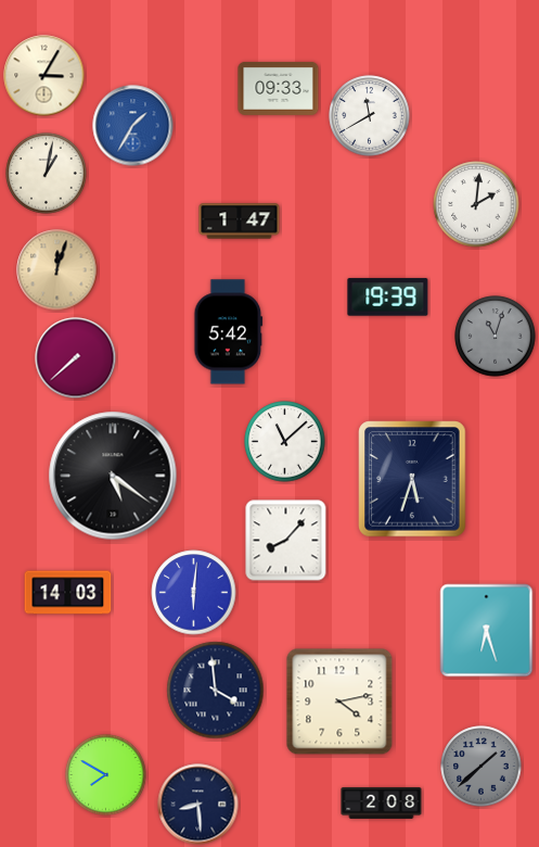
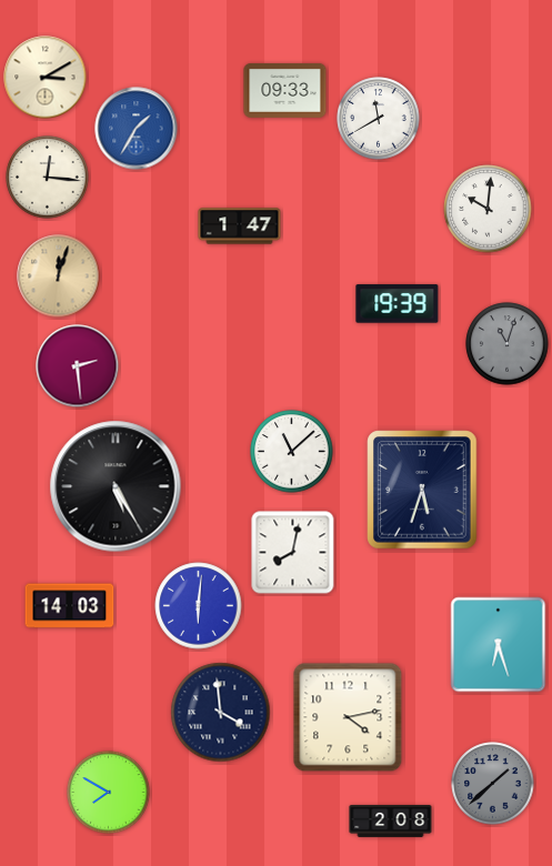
clock at (44, 76): 3:05 -> 3:10
clock at (47, 174): 1:02 -> 12:16
clock at (476, 204): 2:01 -> 10:01
clock at (240, 222) position: (240, 222) -> (240, 226)
clock at (229, 332): 5:42 -> none
clock at (76, 358): 7:38 -> 2:29
clock at (113, 476): 5:21 -> 5:25
clock at (286, 541): 8:07 -> 8:02
clock at (216, 691) position: (216, 691) -> (221, 713)
clock at (198, 805): 8:29 -> none
